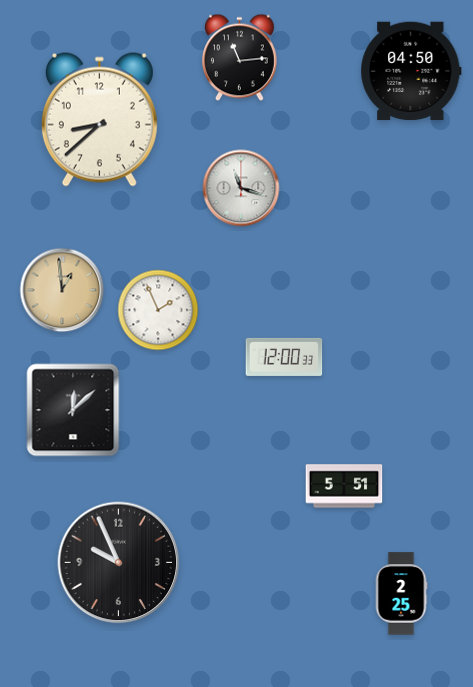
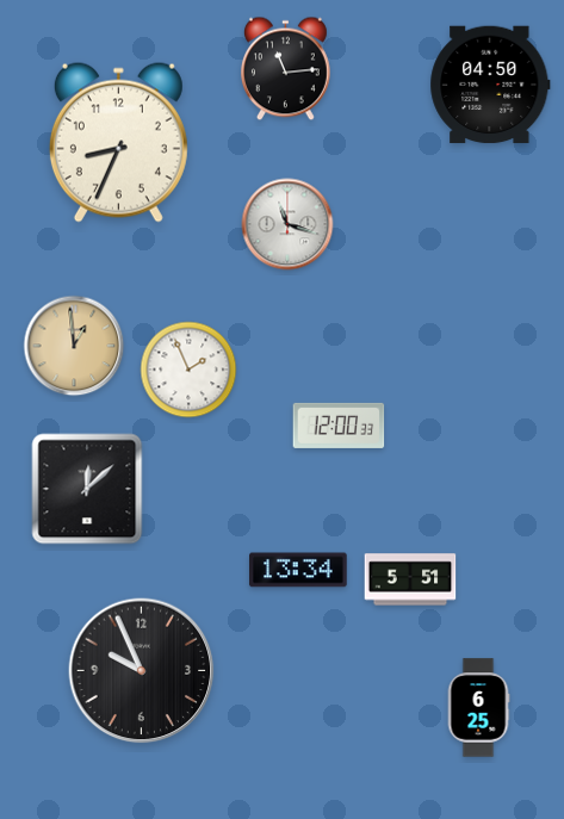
clock at (99, 119): 8:38 -> 8:34
clock at (298, 570): none -> 13:34
clock at (401, 594): 2:25 -> 6:25
